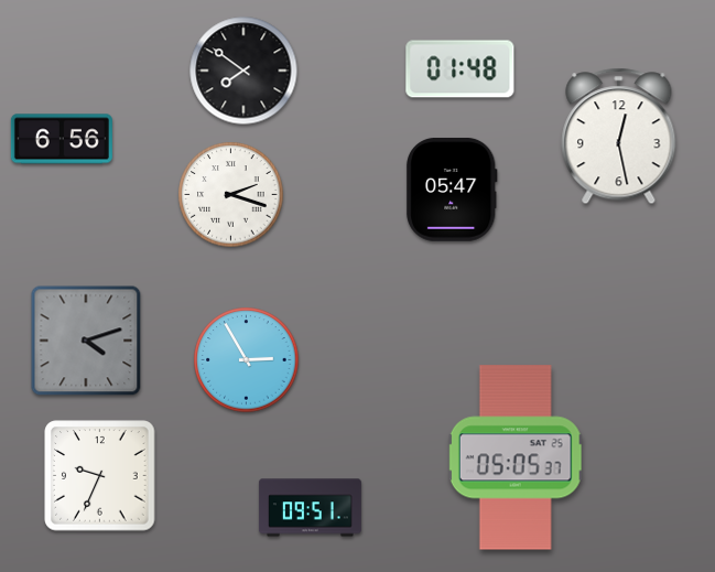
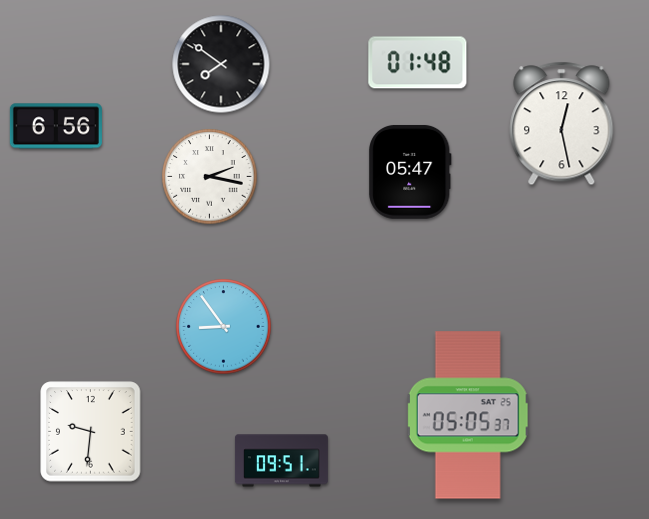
clock at (231, 195): 2:18 -> 2:17
clock at (86, 341): 4:12 -> none
clock at (247, 360): 2:55 -> 8:54
clock at (100, 476): 9:34 -> 9:31
